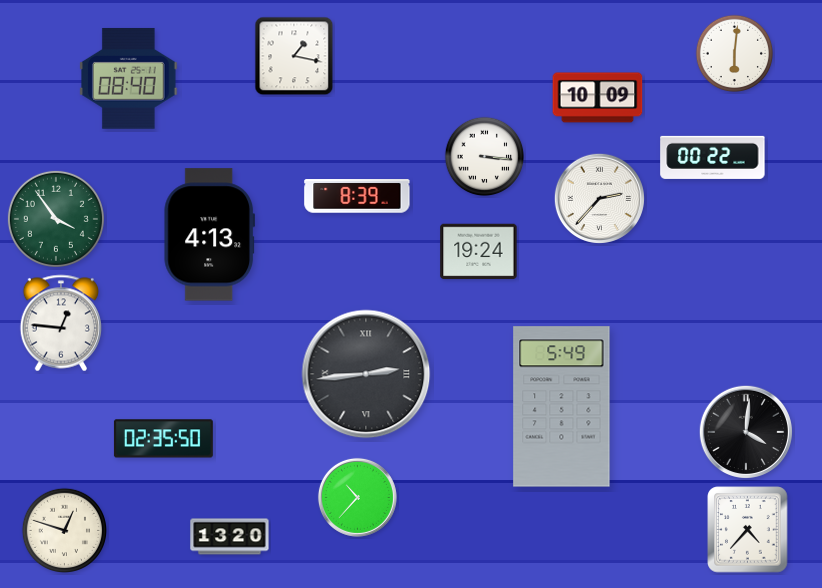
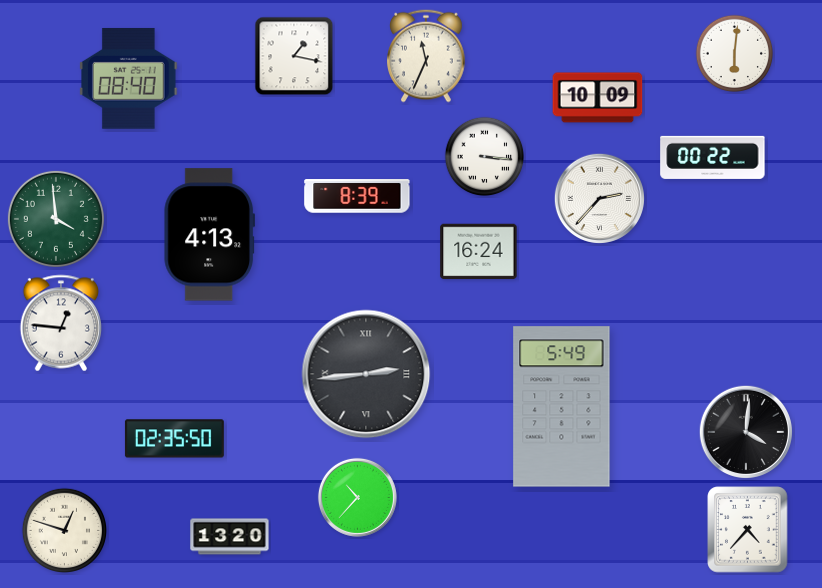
clock at (427, 56): none -> 11:34
clock at (56, 219): 3:54 -> 3:59
clock at (479, 252): 19:24 -> 16:24
clock at (163, 439) position: (163, 439) -> (174, 439)
